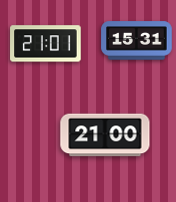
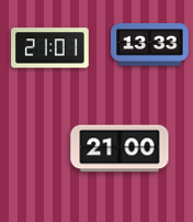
clock at (137, 41): 15:31 -> 13:33
clock at (105, 135) position: (105, 135) -> (120, 148)
